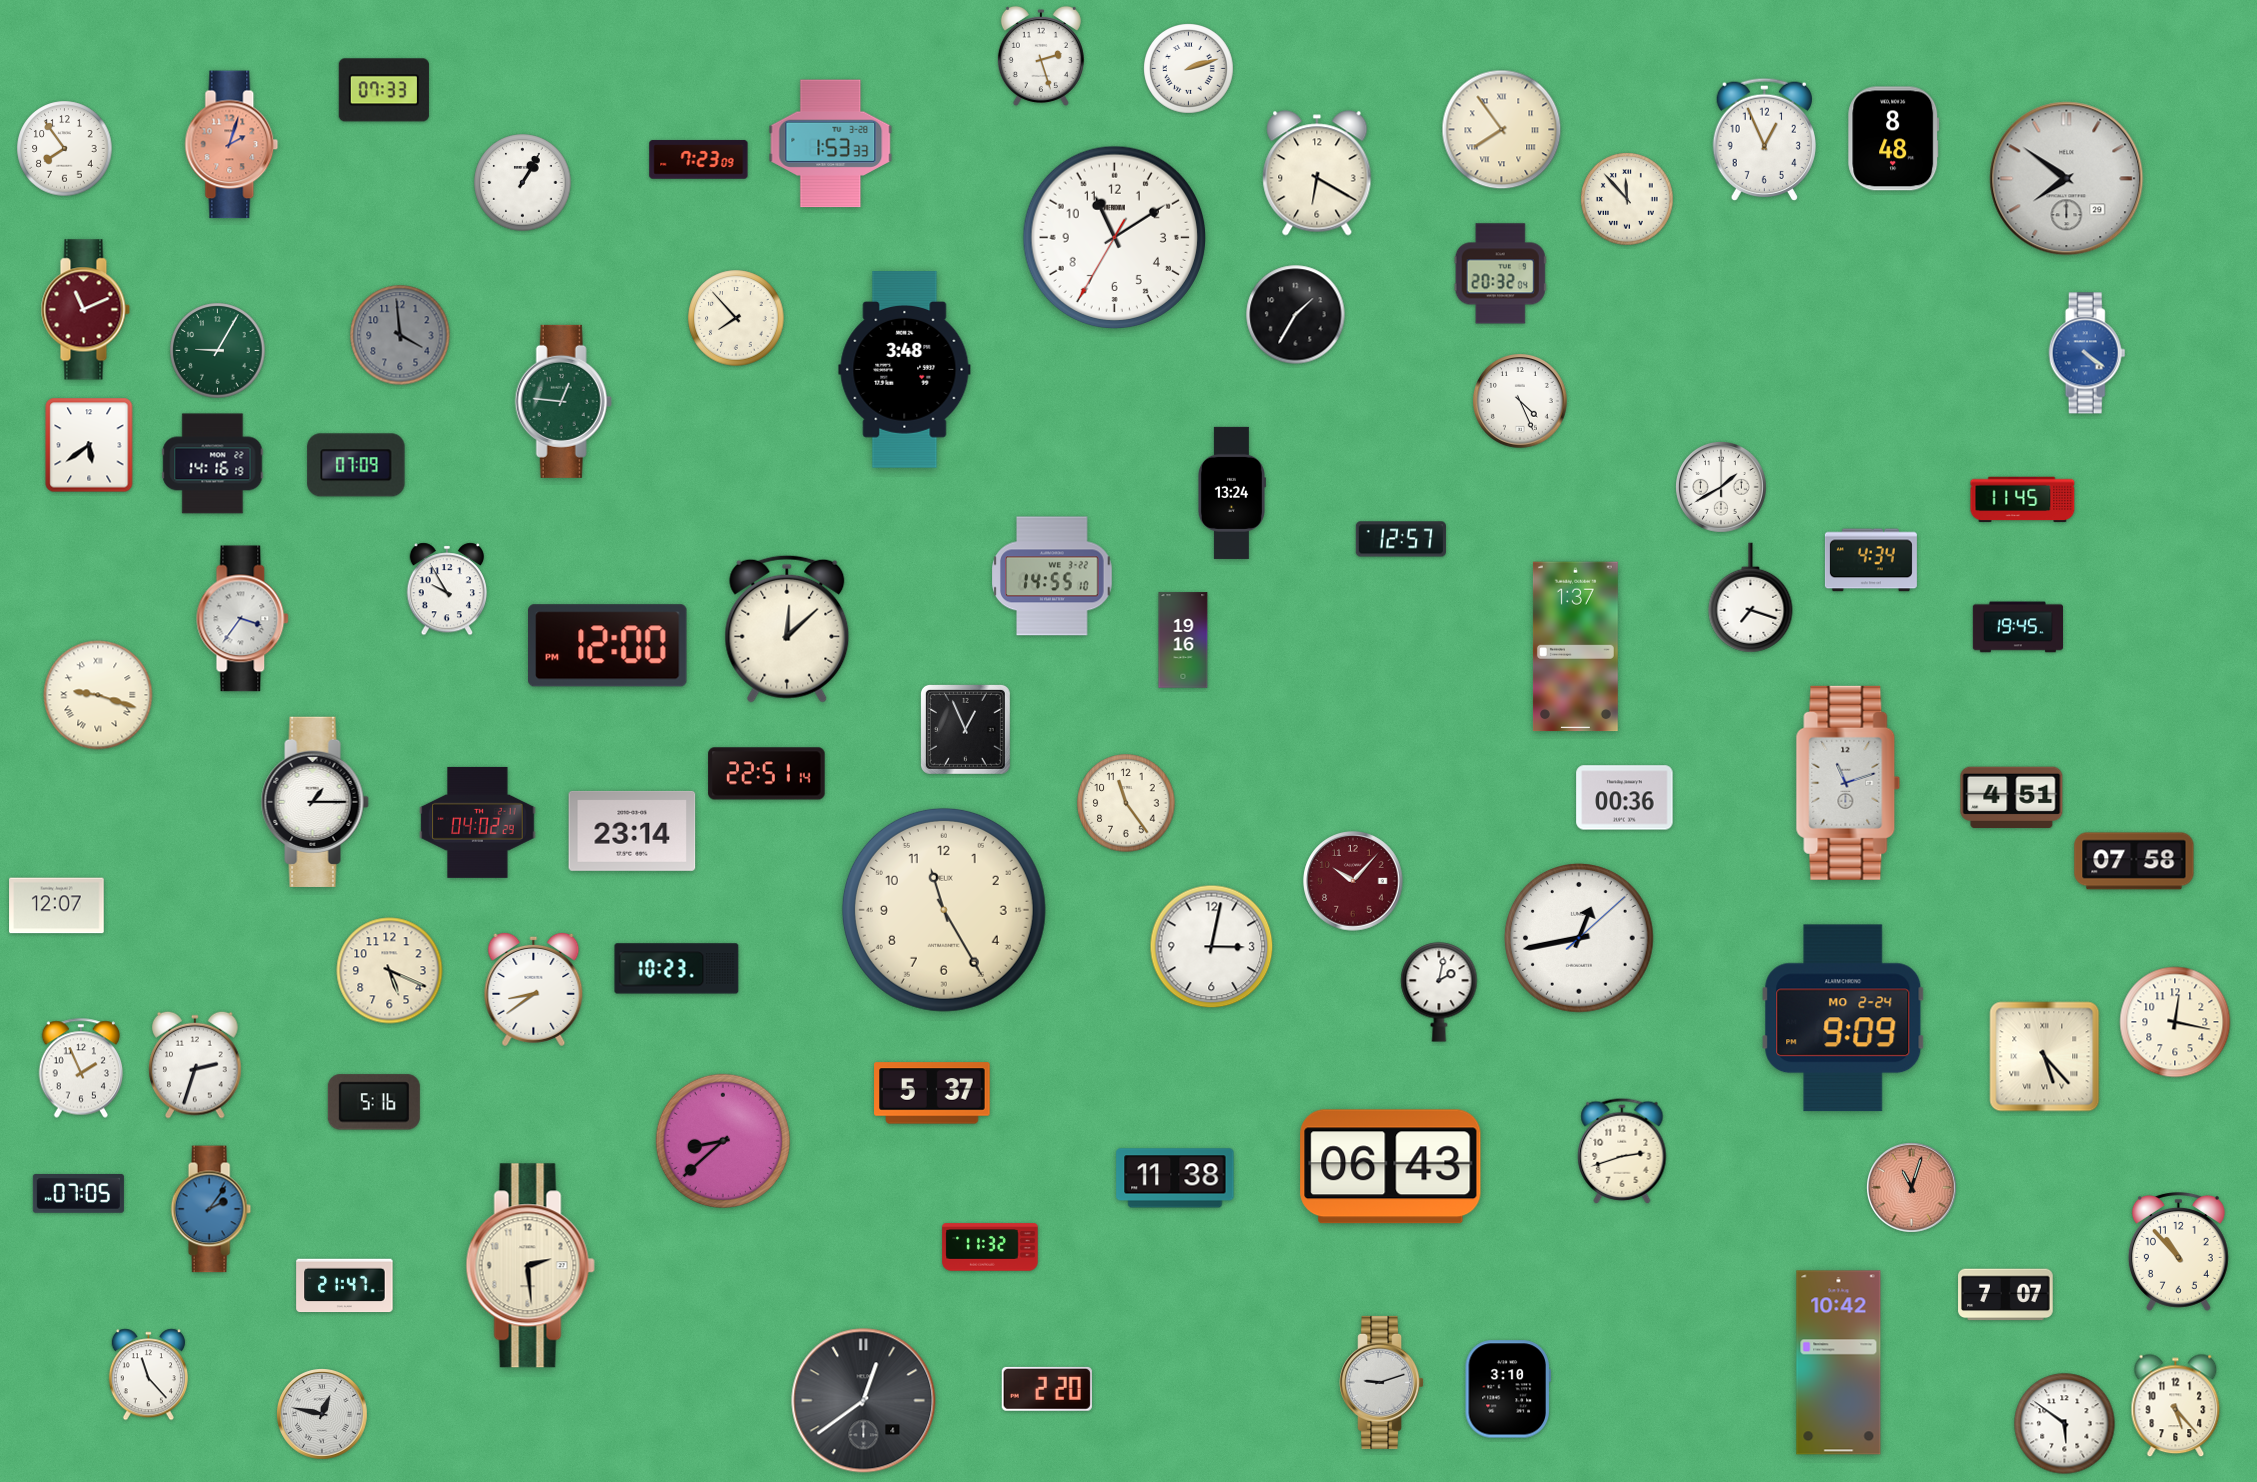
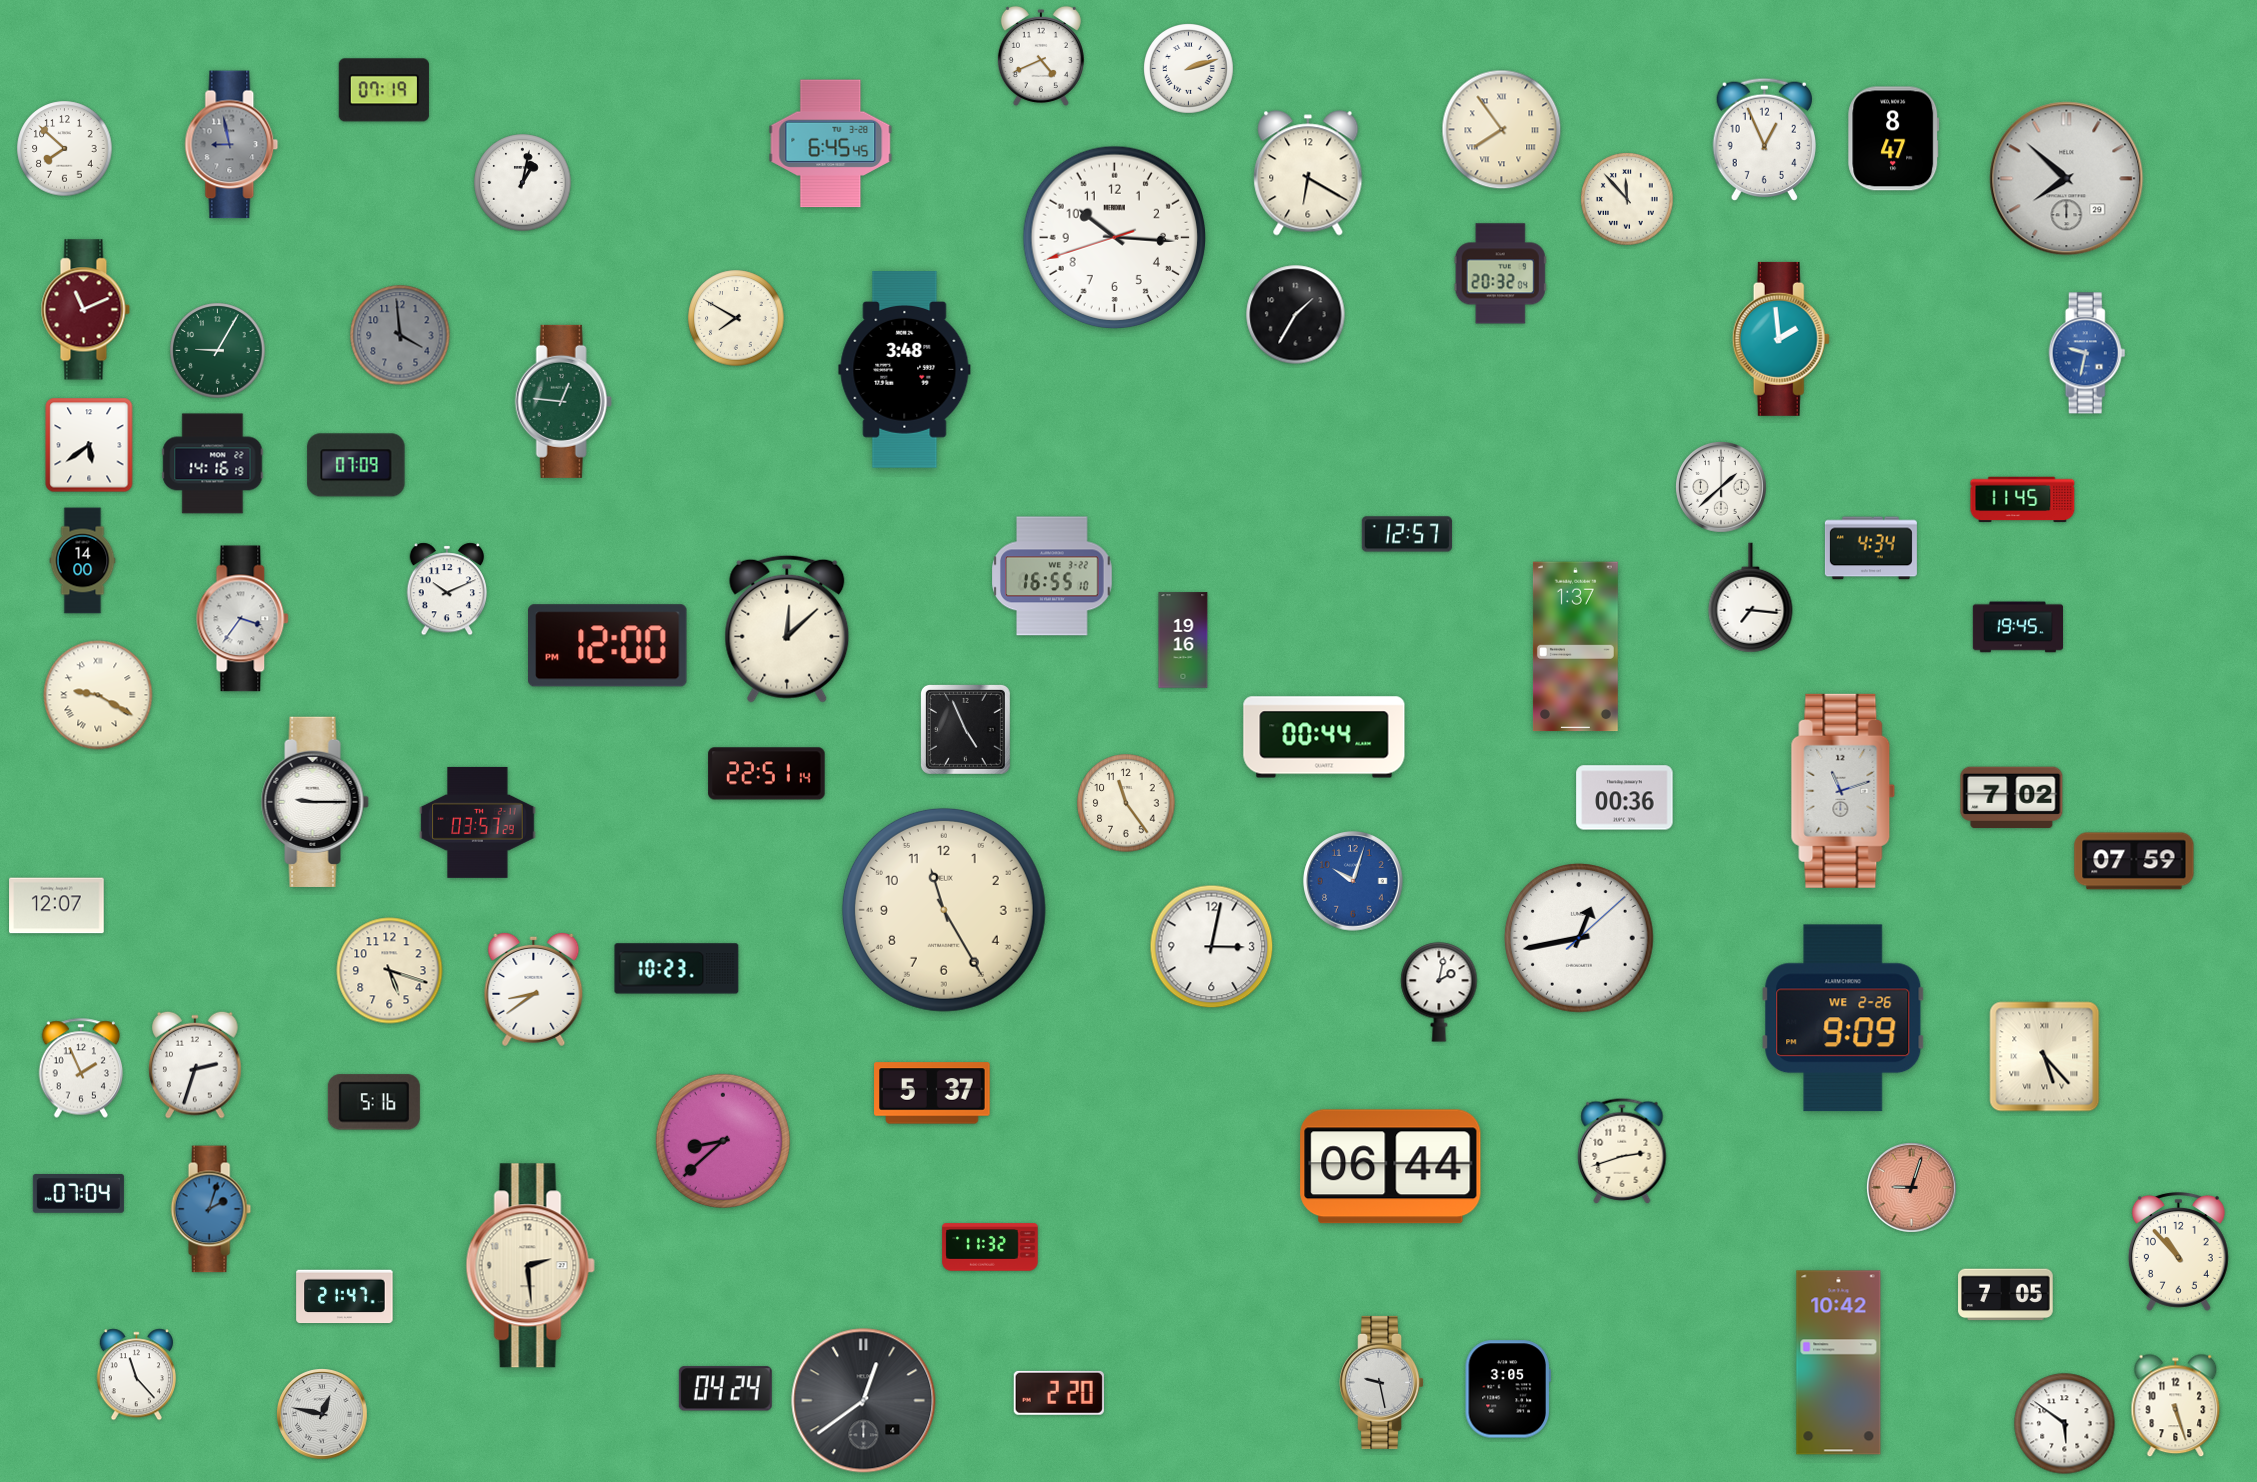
clock at (1041, 56): 2:27 -> 4:41
clock at (384, 90): 07:33 -> 07:19
clock at (1894, 139): 8:48 -> 8:47
clock at (831, 144): 1:53 -> 6:45
clock at (232, 145): 2:03 -> 8:58
clock at (232, 145) dial: salmon -> grey
clock at (65, 149): 7:54 -> 7:52
clock at (699, 160): 7:23 -> none
clock at (1317, 173) position: (1317, 173) -> (1308, 173)
clock at (2067, 179): 7:51 -> 7:52
clock at (523, 183): 1:05 -> 1:02
clock at (1115, 238): 11:09 -> 10:15
clock at (736, 318): 7:53 -> 7:50
clock at (1781, 339): none -> 1:59
clock at (2087, 353): 4:21 -> 9:32
clock at (1520, 401): 4:26 -> none
clock at (1722, 488): 1:40 -> 1:38
clock at (1231, 493): 13:24 -> none
clock at (1401, 539) position: (1401, 539) -> (1407, 534)
clock at (1871, 560) position: (1871, 560) -> (1871, 548)
clock at (83, 561): none -> 14:00
clock at (1052, 576): 14:55 -> 16:55
clock at (447, 589): 9:55 -> 10:11
clock at (1751, 598): 7:18 -> 7:16
clock at (98, 695): 9:18 -> 9:20
clock at (965, 729): 12:56 -> 4:56
clock at (1324, 737): none -> 00:44
clock at (1848, 783) position: (1848, 783) -> (1843, 791)
clock at (2012, 798): 4:51 -> 7:02
clock at (315, 802): 1:15 -> 9:15
clock at (478, 822): 04:02 -> 03:57
clock at (632, 831): 23:14 -> none
clock at (2134, 861): 07:58 -> 07:59
clock at (1353, 881): 10:07 -> 10:03
clock at (1353, 881) dial: burgundy -> blue
clock at (390, 971): 5:19 -> 5:18
clock at (1843, 1018) date: MO 2-24 -> WE 2-26
clock at (2175, 1022): 12:17 -> none
clock at (1391, 1167): 06:43 -> 06:44
clock at (1175, 1178): 11:38 -> none
clock at (1912, 1188): 11:03 -> 9:03
clock at (78, 1194): 07:05 -> 07:04
clock at (211, 1209): 2:06 -> 2:03
clock at (345, 1286) position: (345, 1286) -> (345, 1297)
clock at (2006, 1295): 7:07 -> 7:05
clock at (148, 1375) position: (148, 1375) -> (136, 1375)
clock at (1382, 1382): 9:12 -> 9:28
clock at (725, 1389): none -> 04:24
clock at (1047, 1389) position: (1047, 1389) -> (1059, 1393)
clock at (1508, 1389): 3:10 -> 3:05
clock at (2176, 1406): 5:23 -> 5:27
